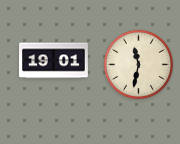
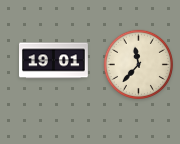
clock at (138, 64): 11:32 -> 11:37
